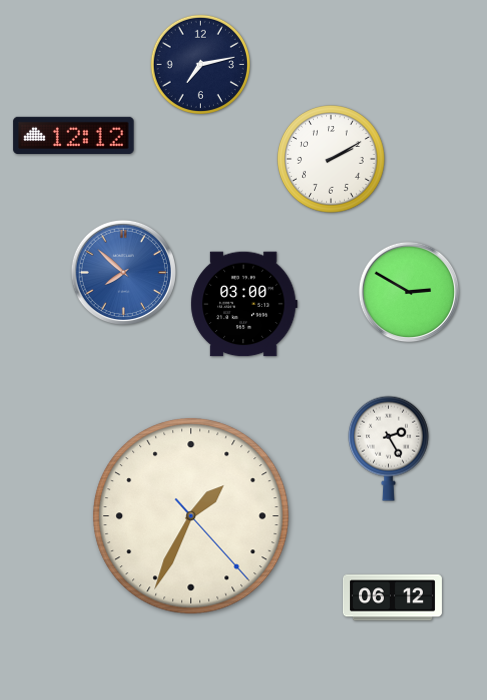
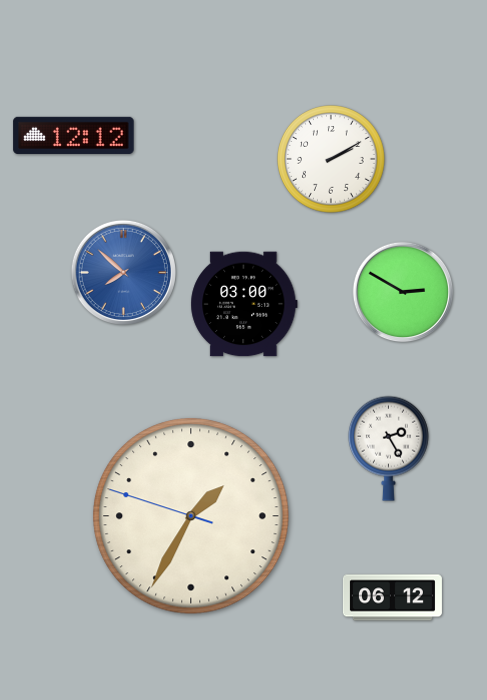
clock at (200, 64): 7:13 -> none
clock at (409, 292) position: (409, 292) -> (403, 292)
clock at (191, 516): 1:34:23 -> 1:34:48
